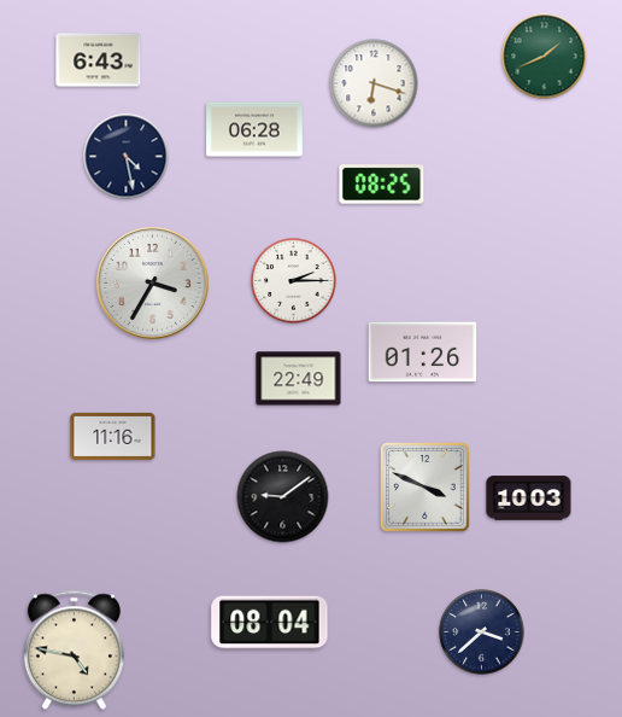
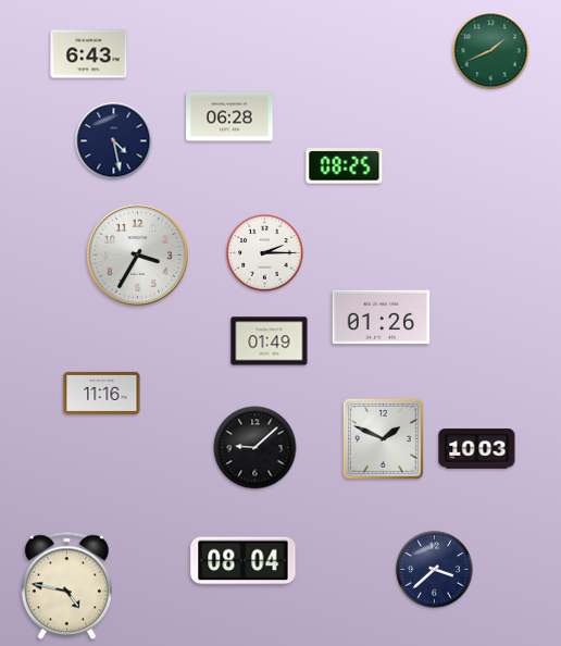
clock at (374, 83): 6:18 -> none
clock at (299, 379): 22:49 -> 01:49
clock at (424, 486): 3:49 -> 1:49
clock at (283, 497): 9:09 -> 9:08
